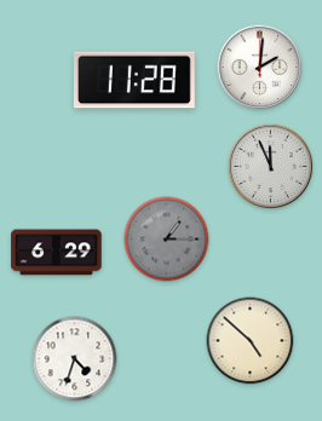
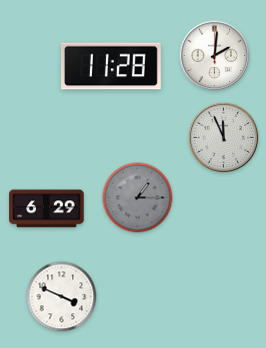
clock at (251, 341): 4:52 -> none
clock at (75, 359): 4:33 -> 3:49
